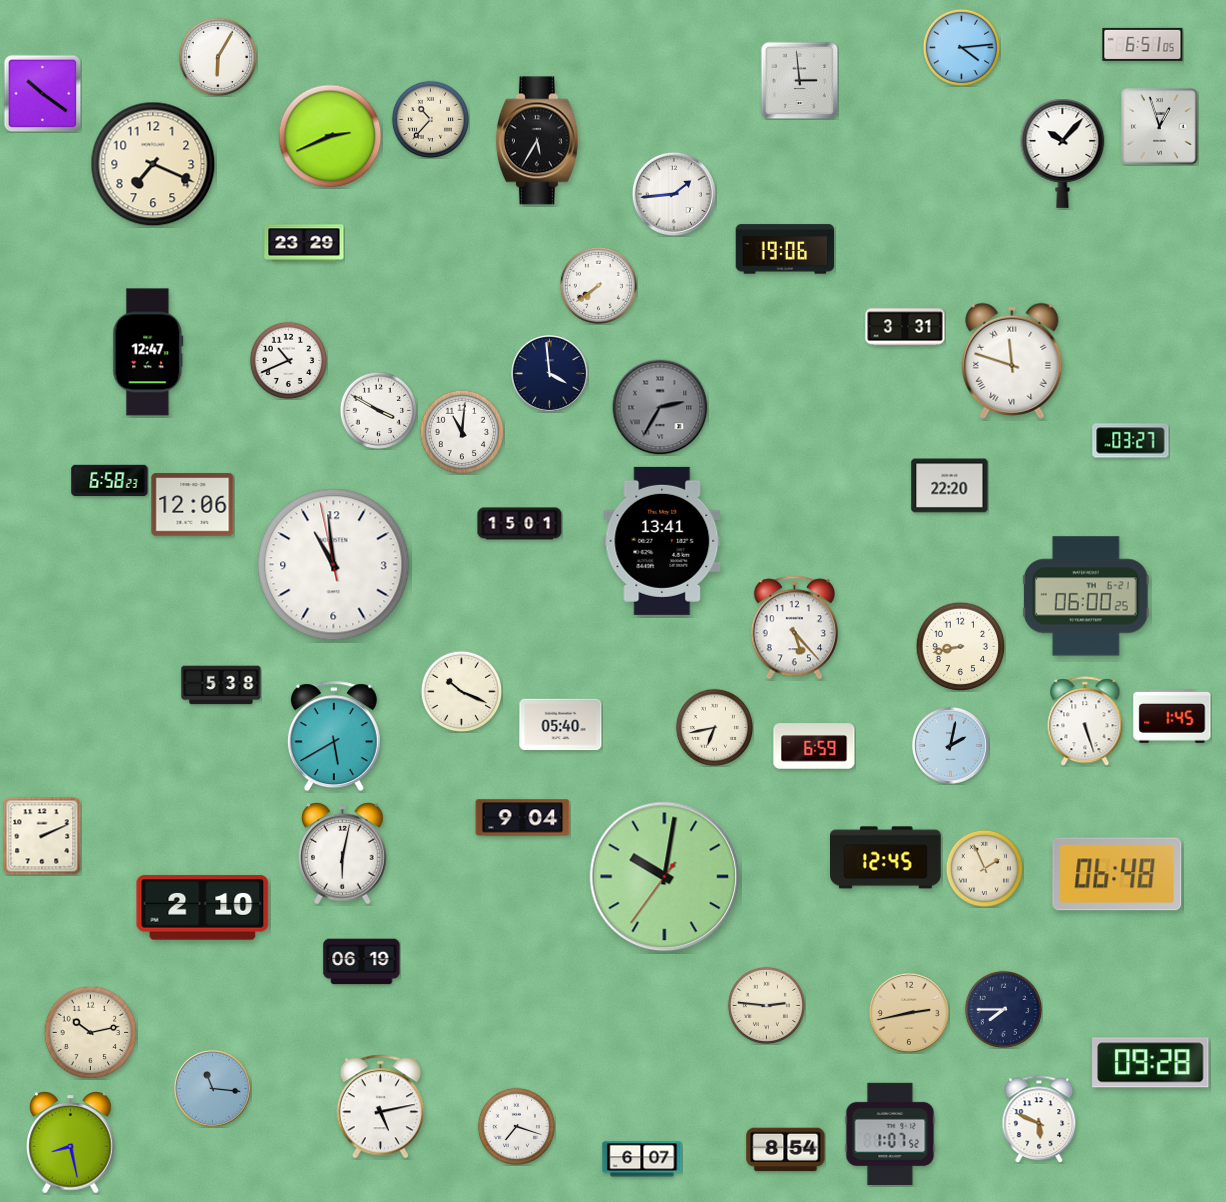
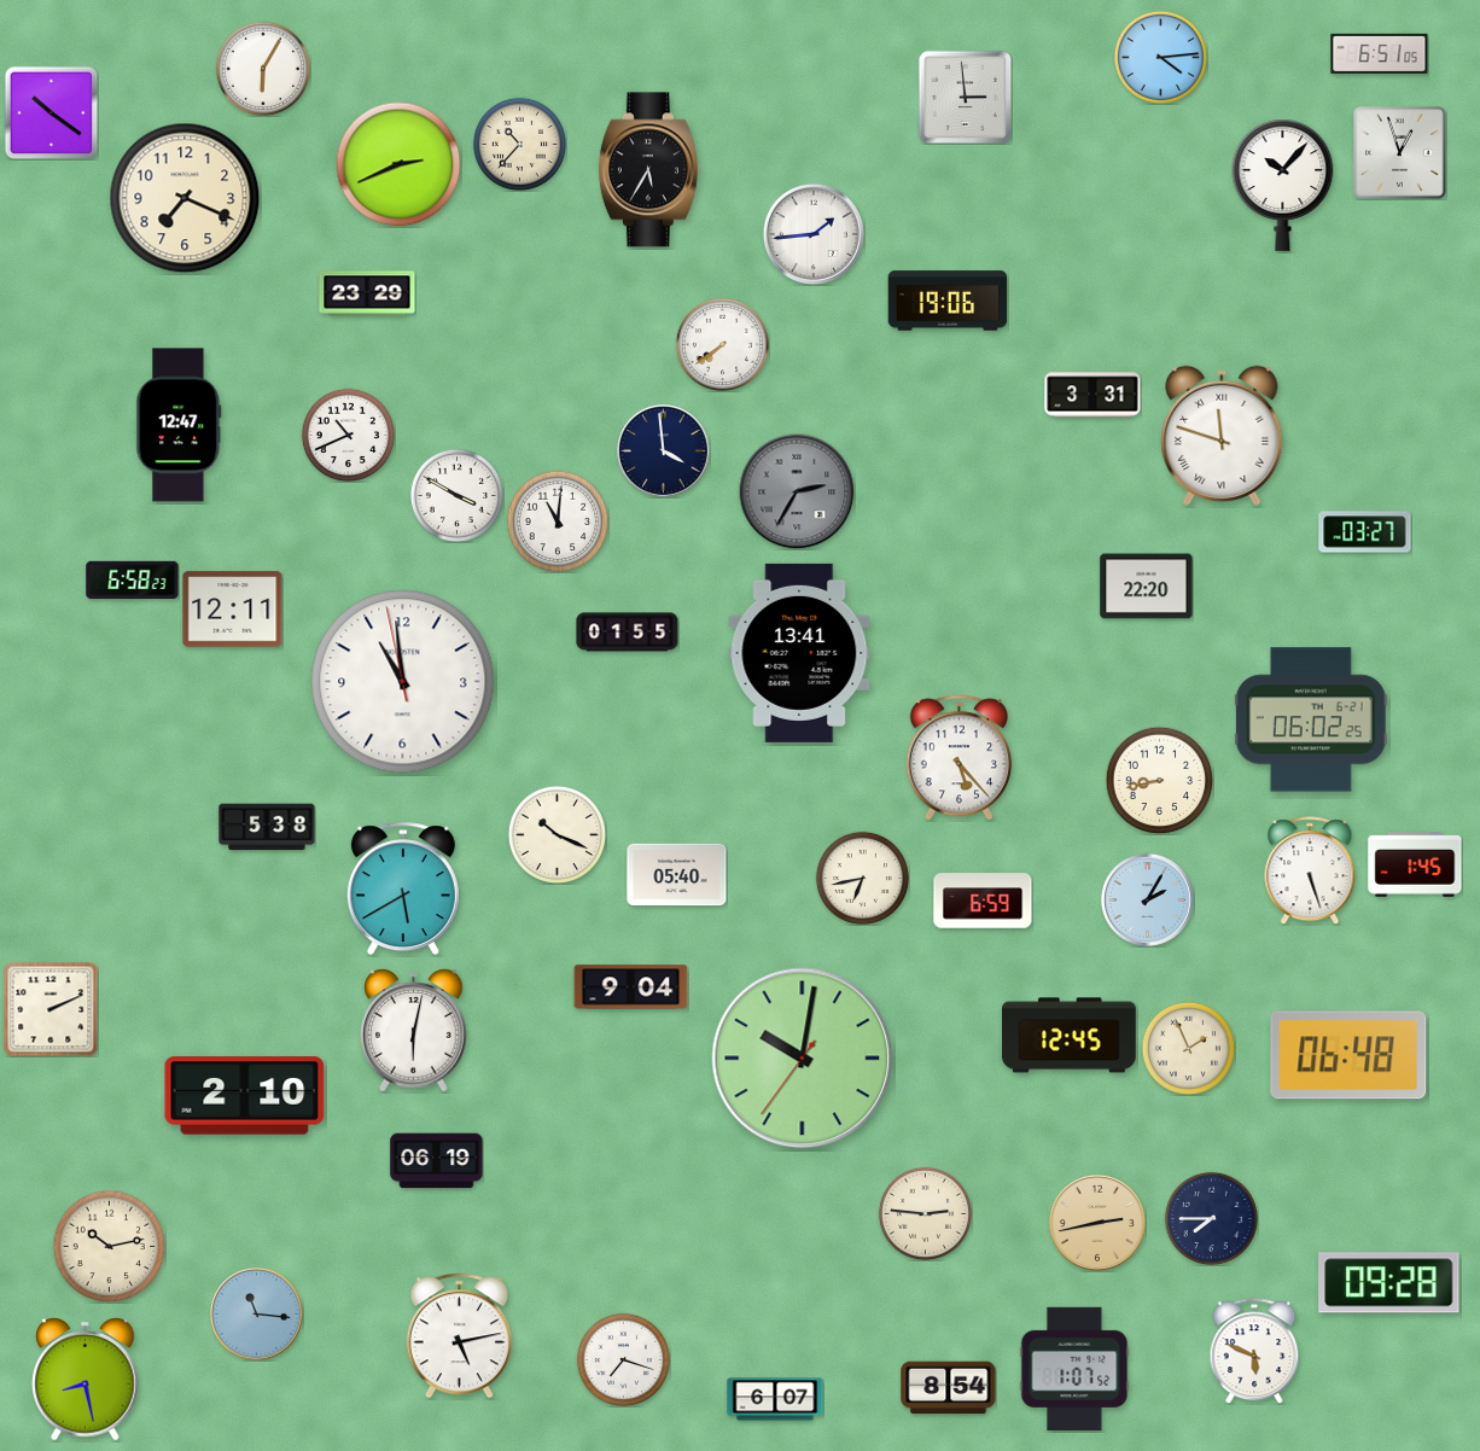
clock at (193, 505): 12:06 -> 12:11
clock at (520, 524): 15:01 -> 01:55
clock at (1086, 596): 06:00 -> 06:02
clock at (951, 746): 2:02 -> 2:05
